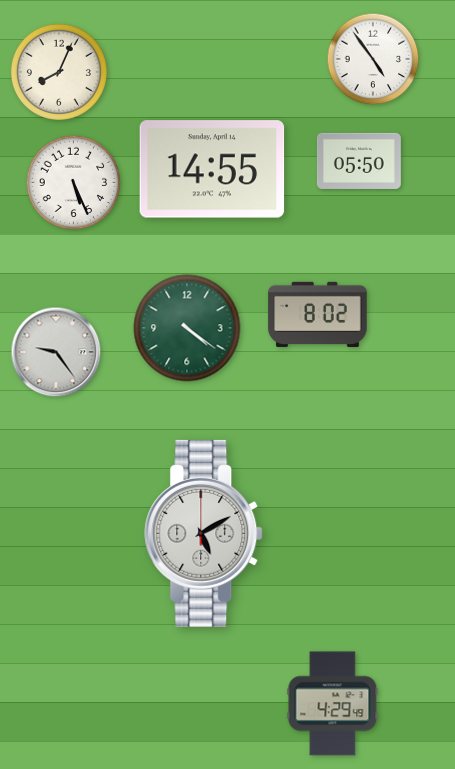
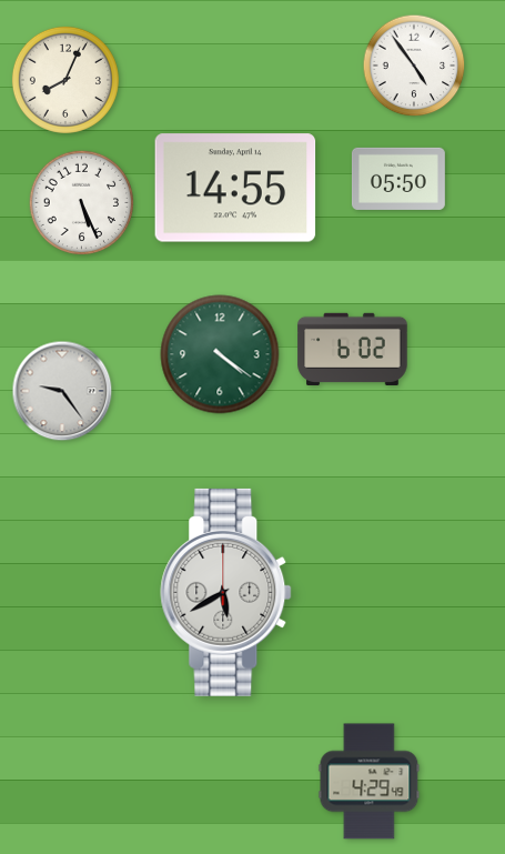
clock at (318, 314): 8:02 -> 6:02
clock at (187, 328) position: (187, 328) -> (220, 354)
clock at (204, 533): 5:10 -> 5:40
